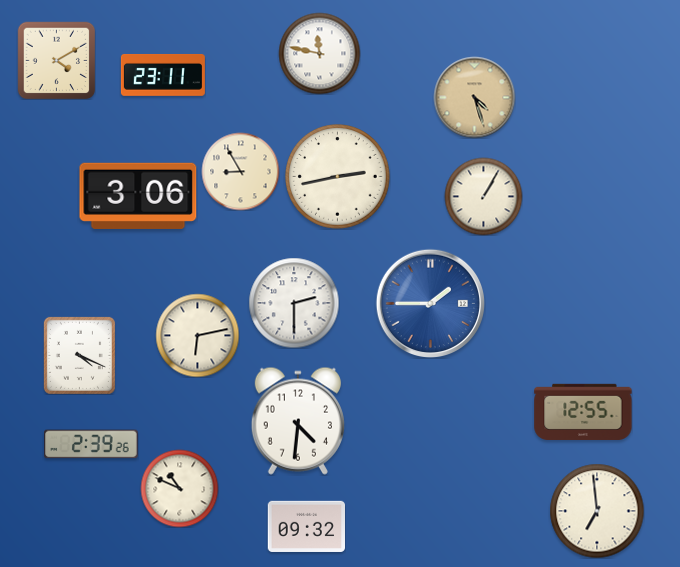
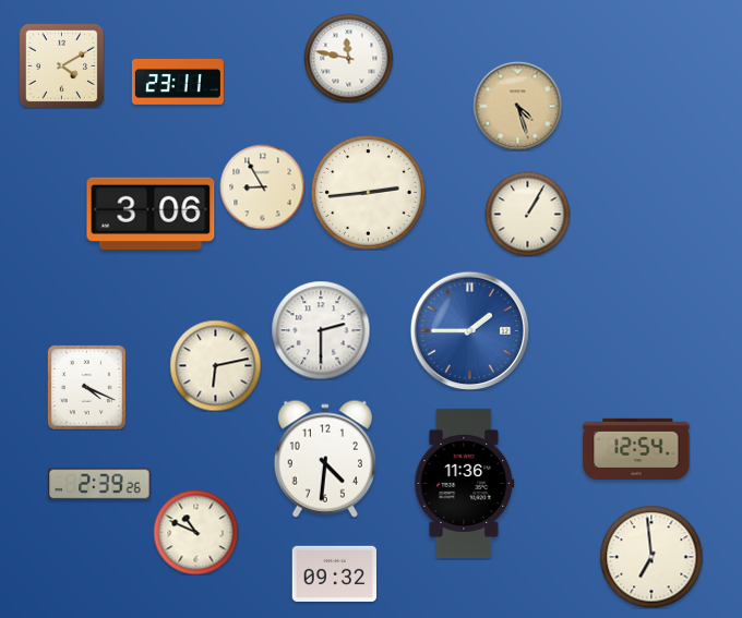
clock at (338, 177): 2:43 -> 2:44
clock at (583, 412): 12:55 -> 12:54
clock at (465, 483): none -> 11:36
